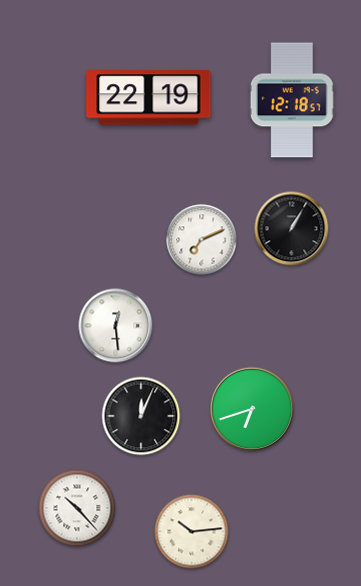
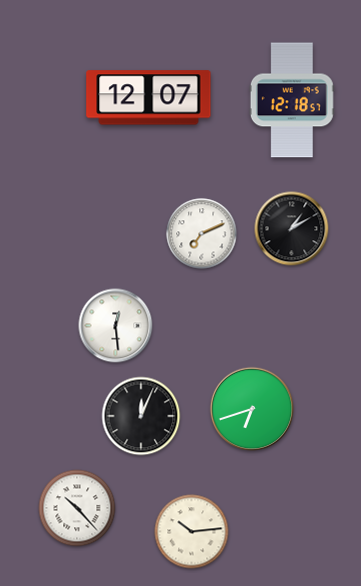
clock at (149, 98): 22:19 -> 12:07
clock at (292, 229): 1:05 -> 1:10
clock at (202, 240) position: (202, 240) -> (202, 234)
